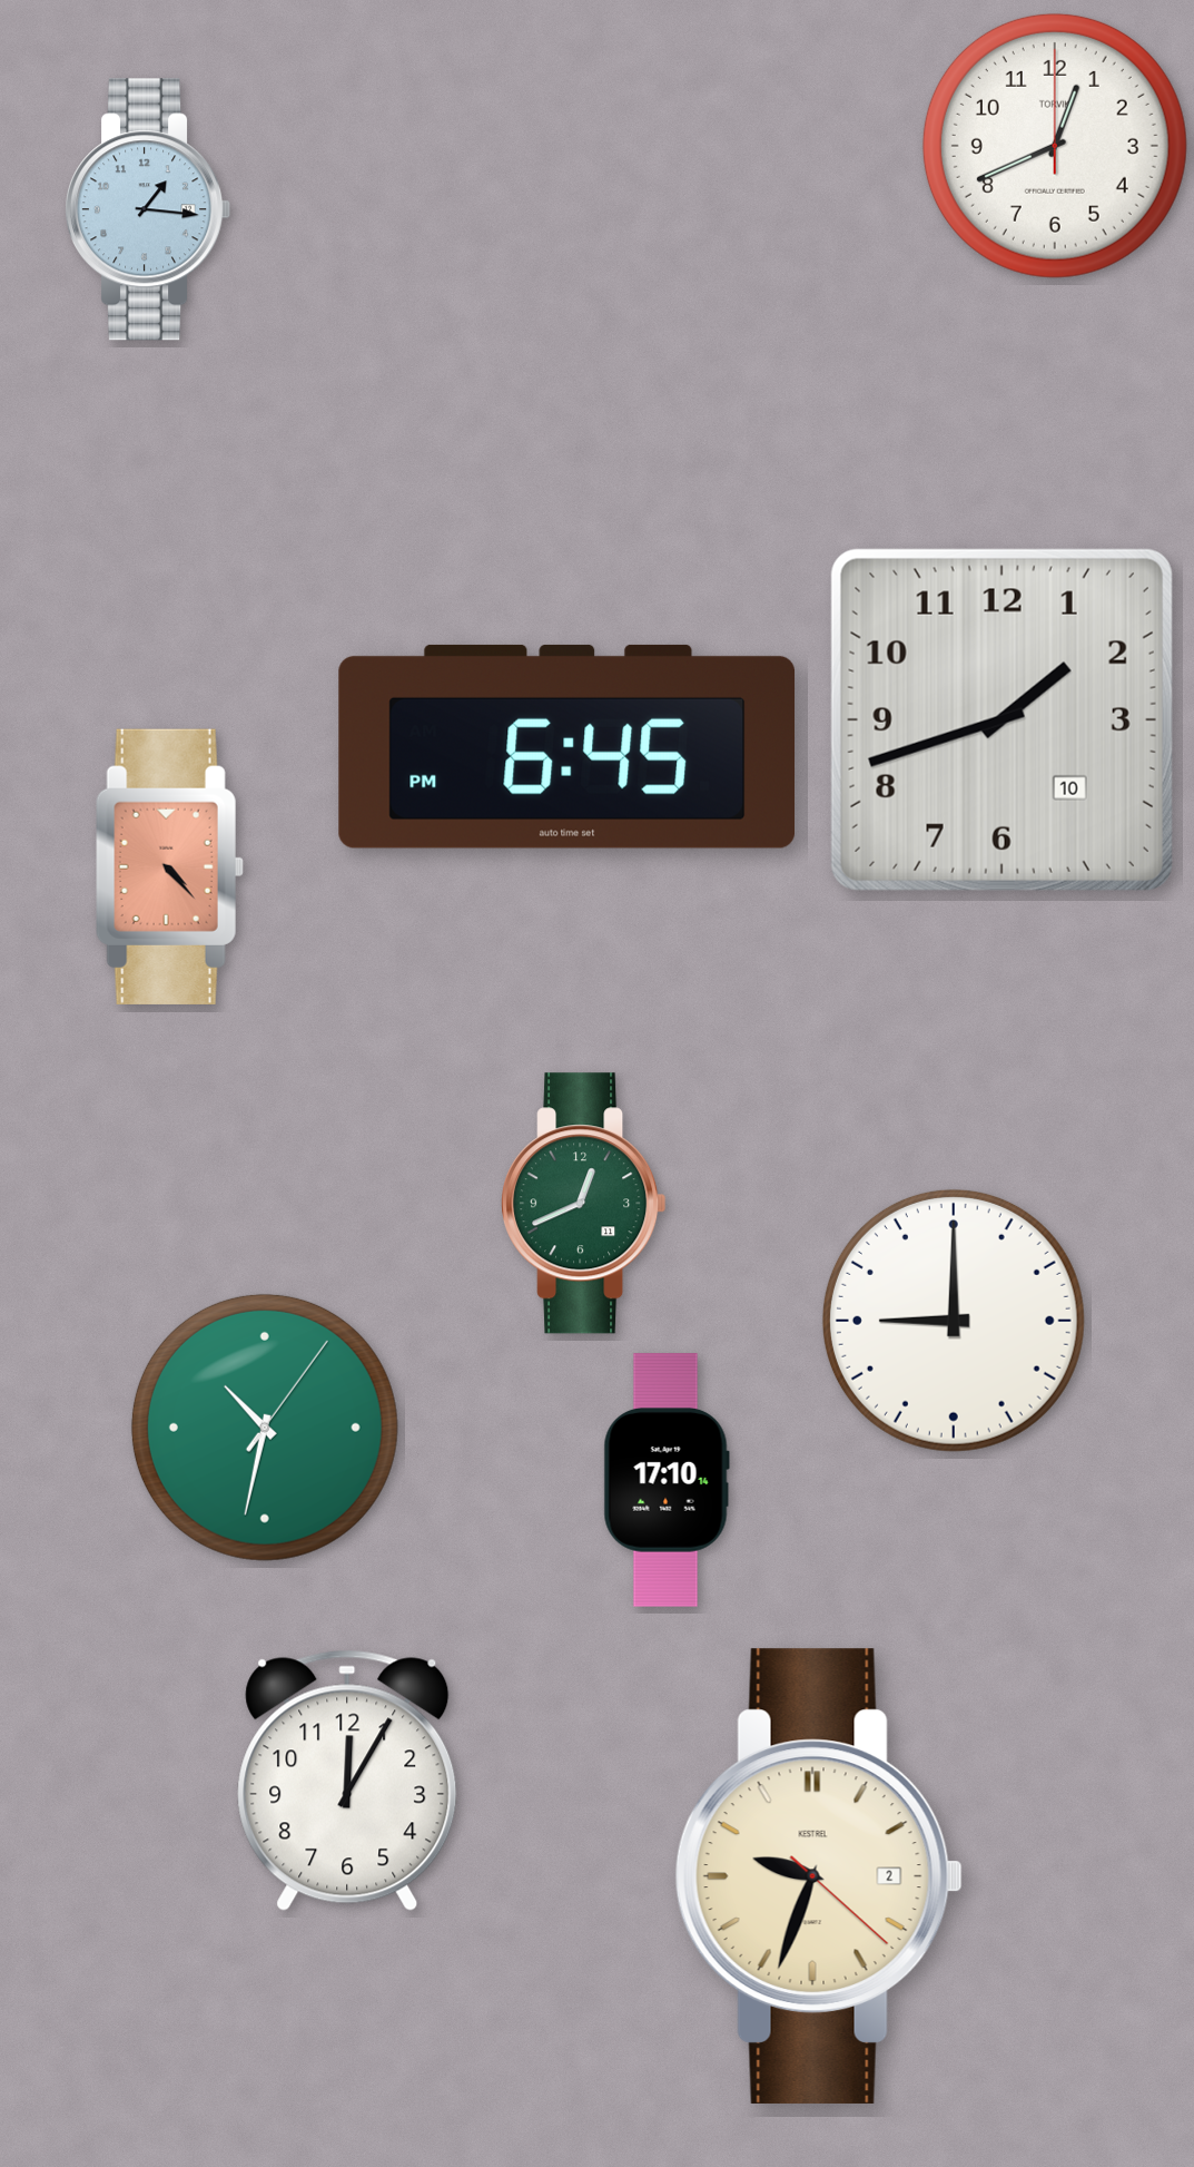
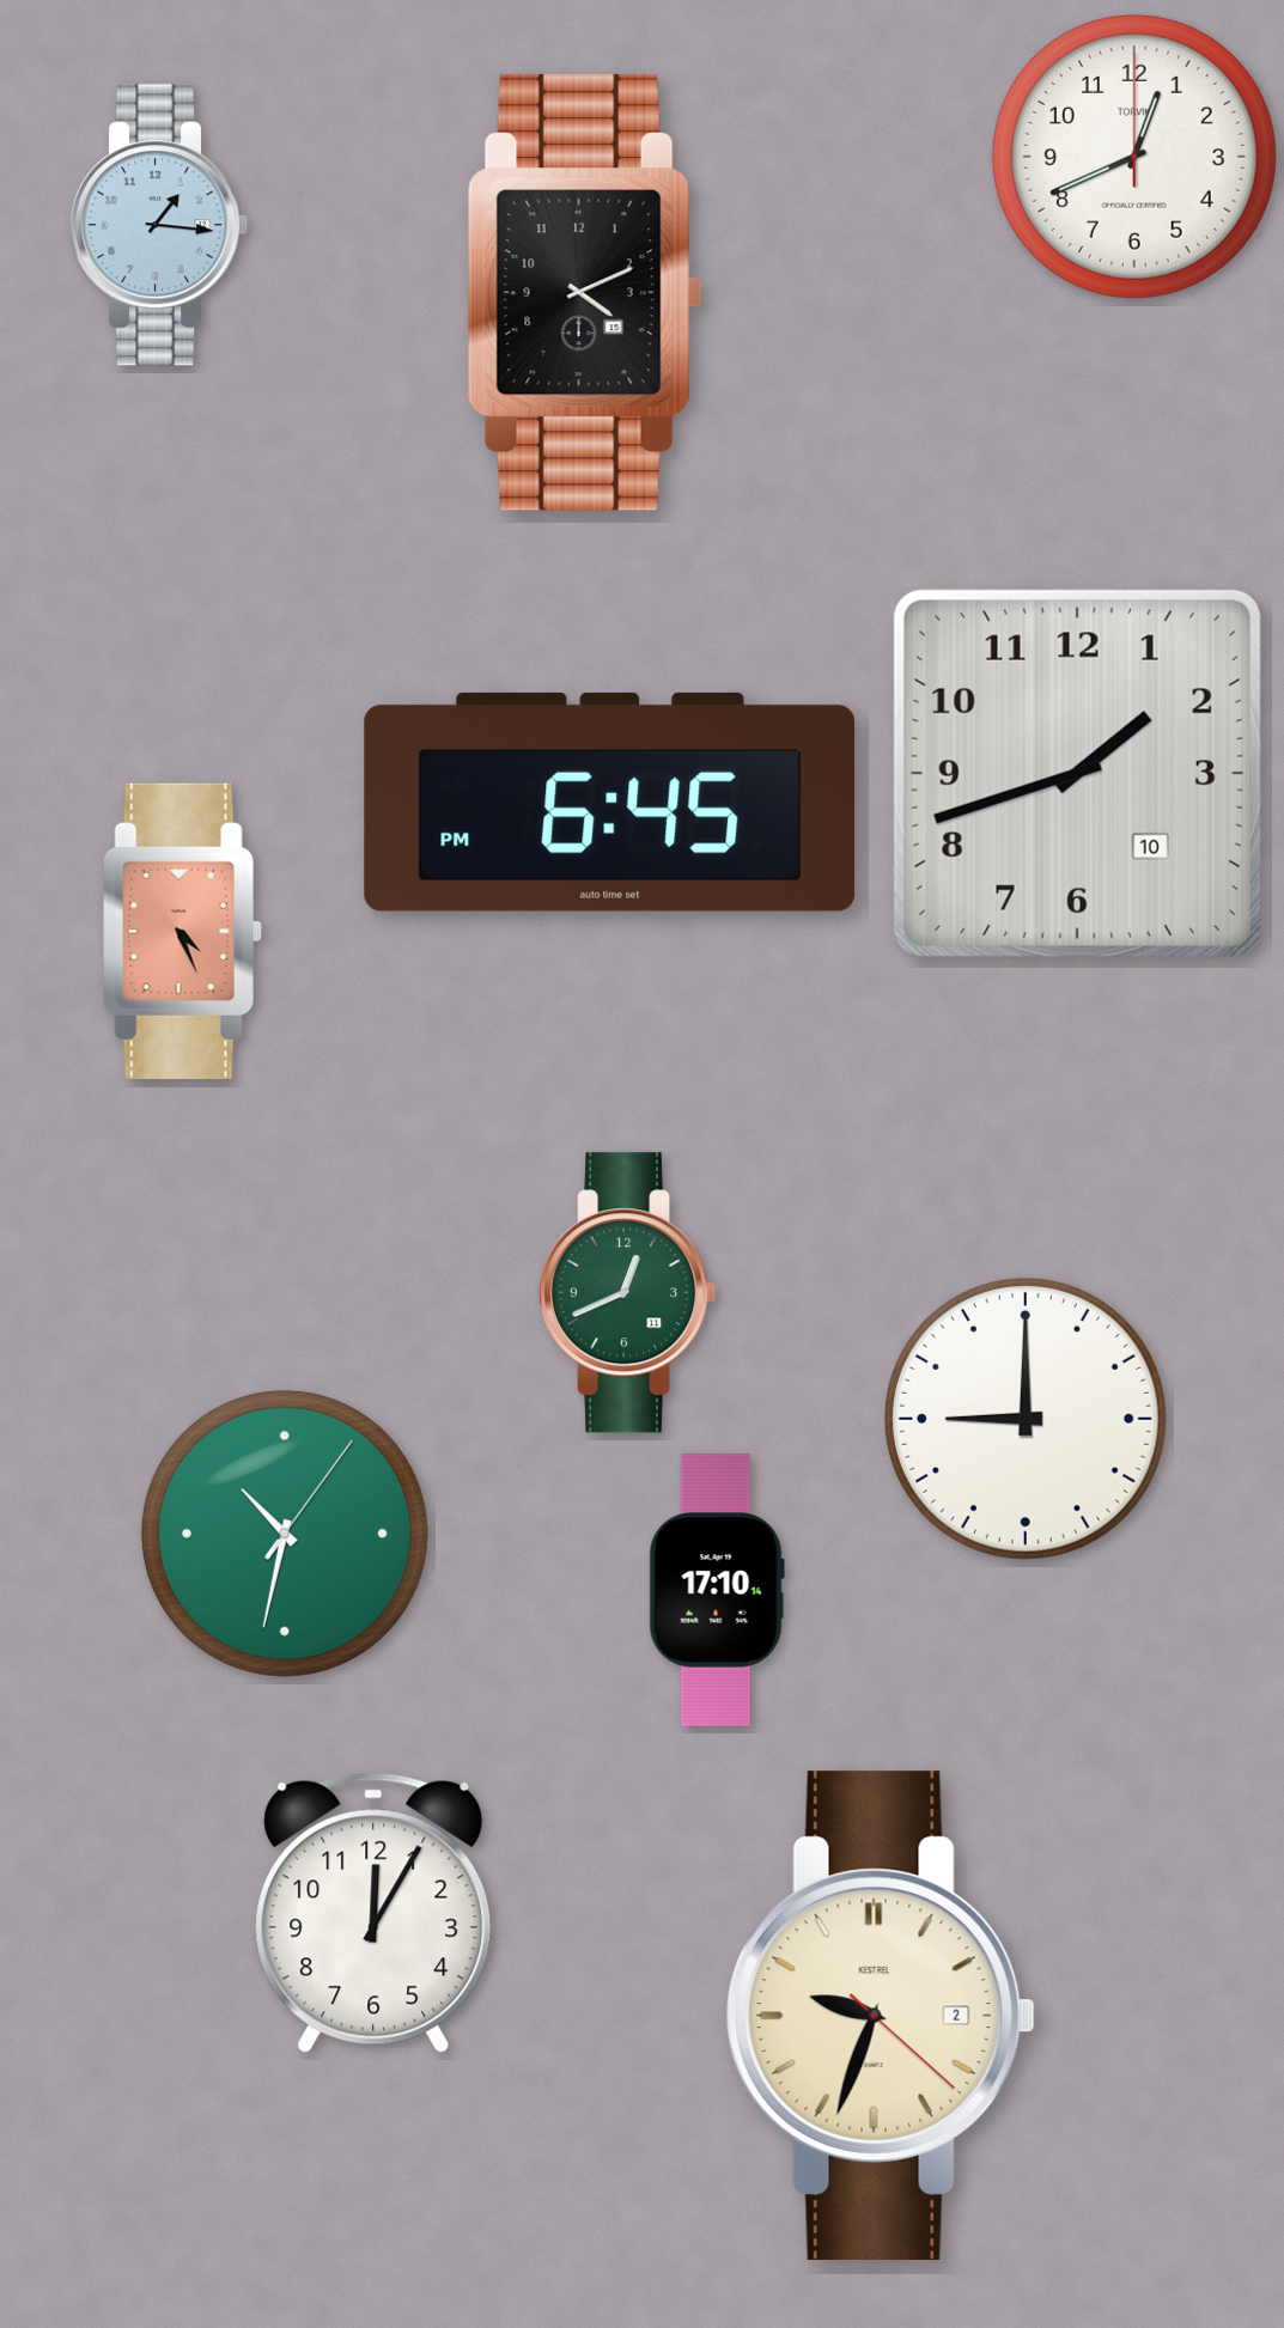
clock at (584, 292): none -> 4:11
clock at (169, 866): 4:23 -> 4:26
